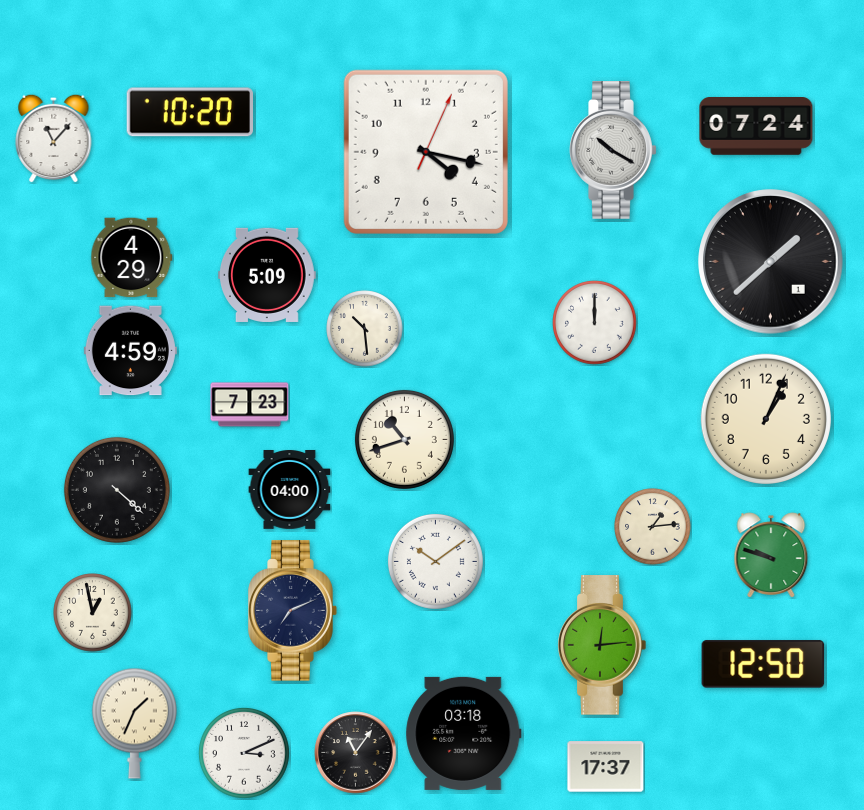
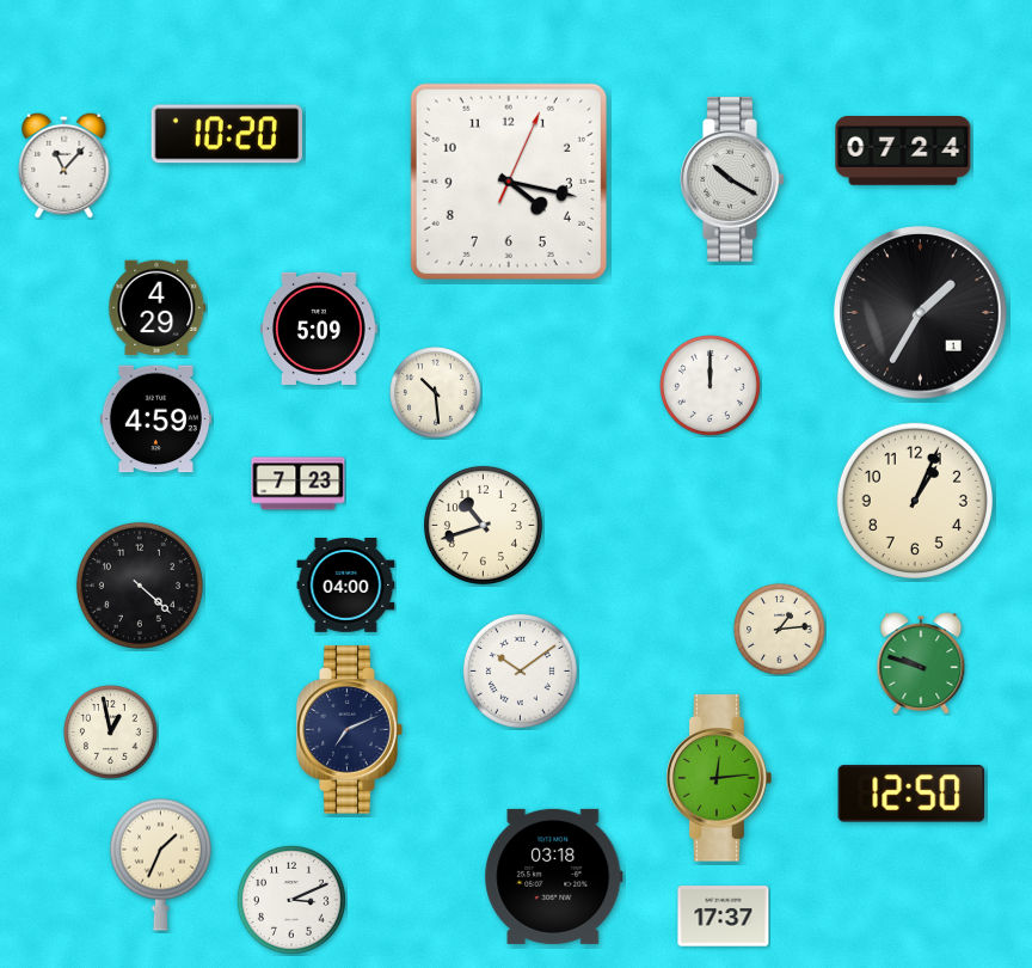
clock at (771, 262): 1:38 -> 1:35
clock at (602, 645) position: (602, 645) -> (719, 778)
clock at (356, 753): 11:06 -> none
